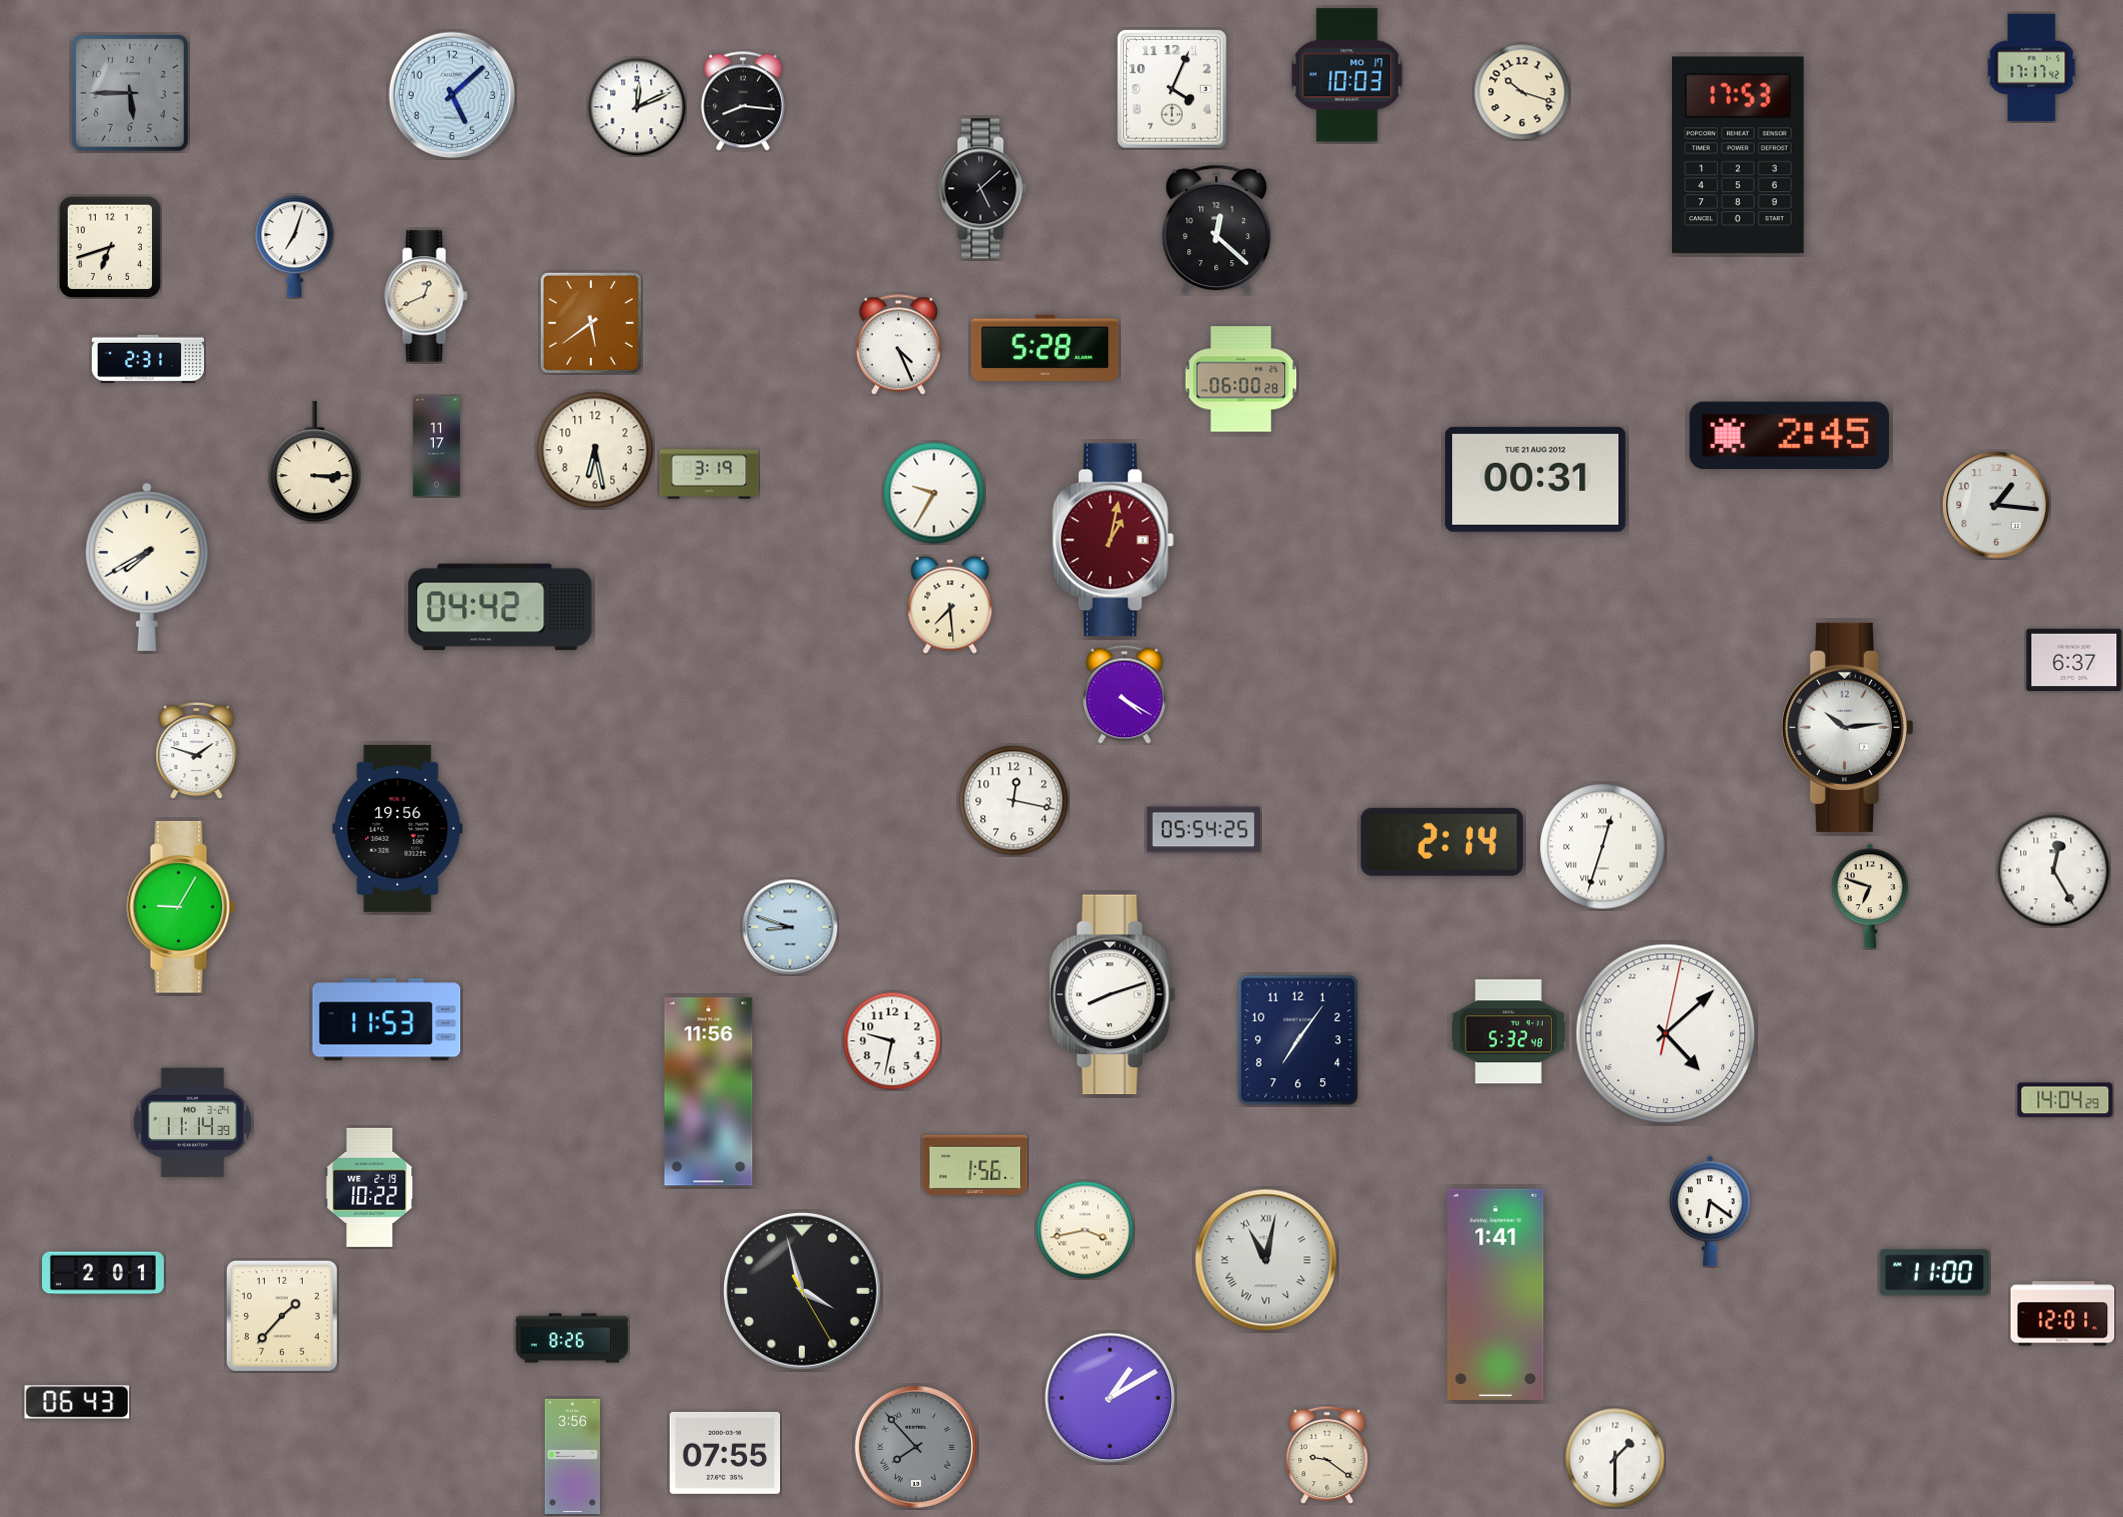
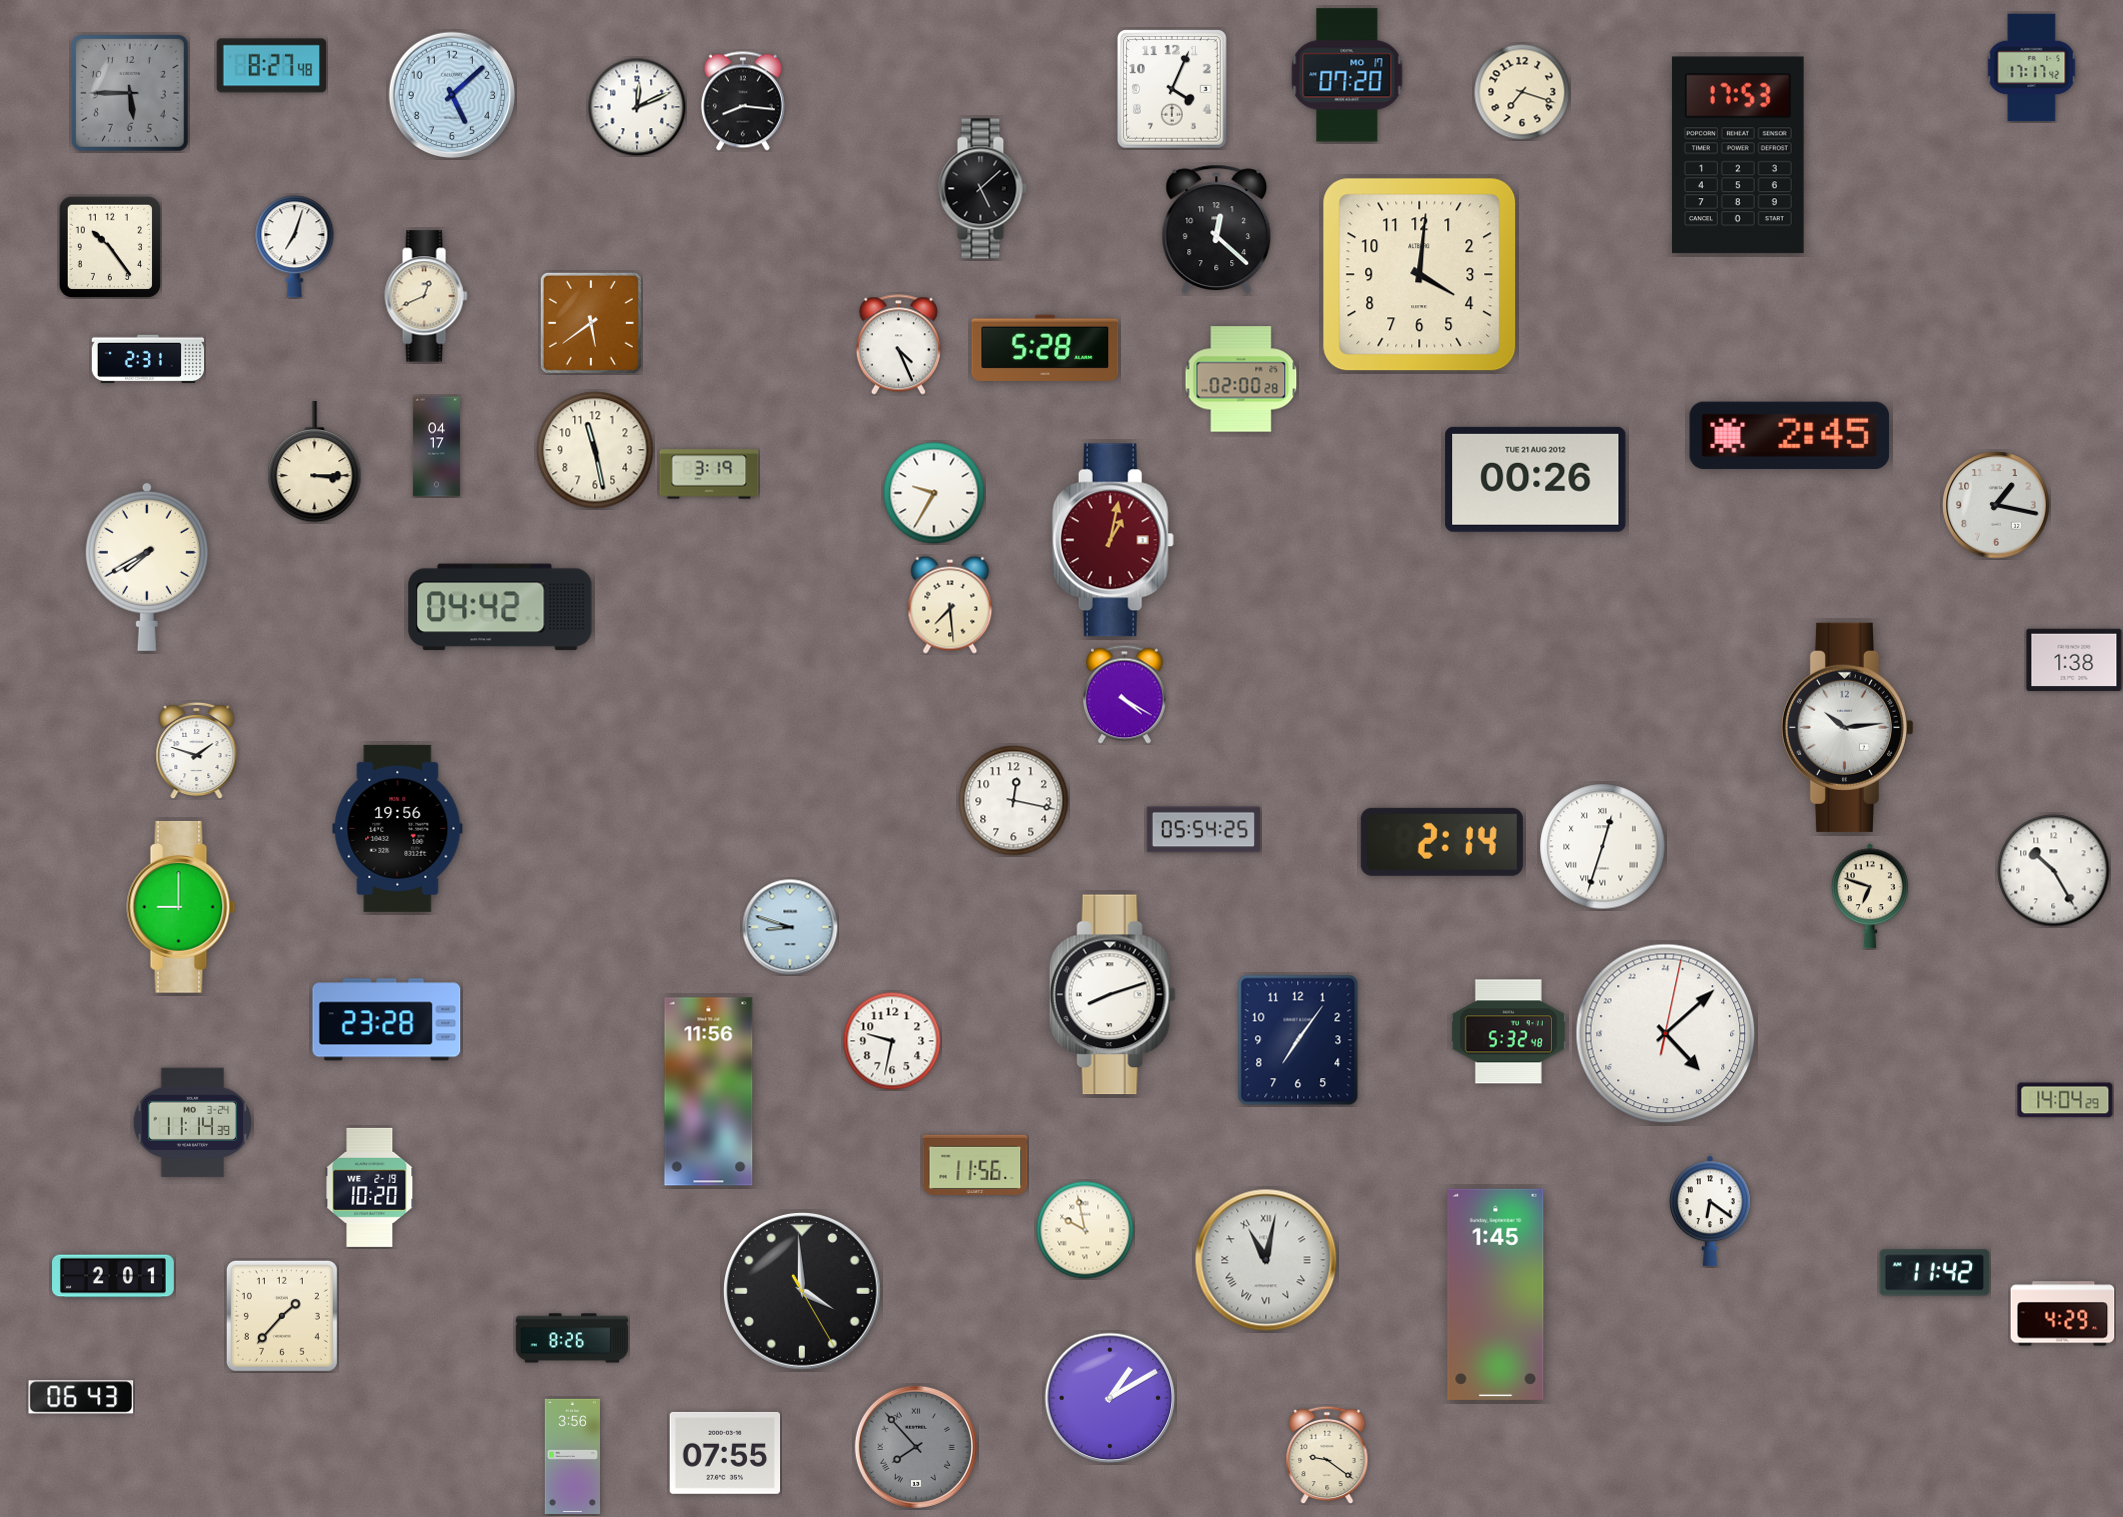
clock at (272, 66): none -> 8:27
clock at (1347, 75): 10:03 -> 07:20
clock at (1522, 92): 10:18 -> 7:18
clock at (110, 247): 6:42 -> 10:24
clock at (1420, 275): none -> 4:01
clock at (1241, 379): 06:00 -> 02:00
clock at (436, 447): 11:17 -> 04:17
clock at (595, 450): 6:28 -> 11:28
clock at (1536, 479): 00:31 -> 00:26
clock at (1996, 505): 1:16 -> 1:17
clock at (2074, 660): 6:37 -> 1:38
clock at (2054, 871): 12:25 -> 10:25
clock at (181, 907): 9:05 -> 9:00
clock at (387, 1020): 11:53 -> 23:28
clock at (975, 1164): 1:56 -> 11:56
clock at (370, 1187): 10:22 -> 10:20
clock at (1085, 1230): 3:43 -> 9:58
clock at (104, 1273) position: (104, 1273) -> (114, 1276)
clock at (1935, 1273): 11:00 -> 11:42
clock at (803, 1292): 3:57 -> 3:59
clock at (1496, 1294): 1:41 -> 1:45
clock at (2063, 1314): 12:01 -> 4:29
clock at (77, 1402) position: (77, 1402) -> (81, 1397)
clock at (1615, 1458): 1:30 -> none
